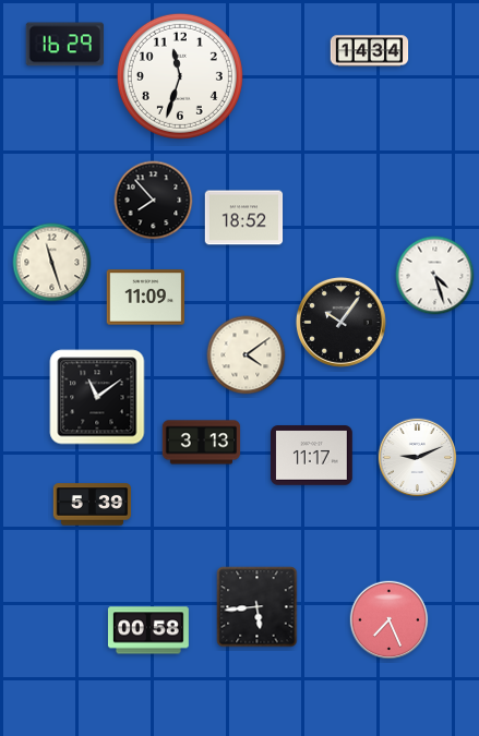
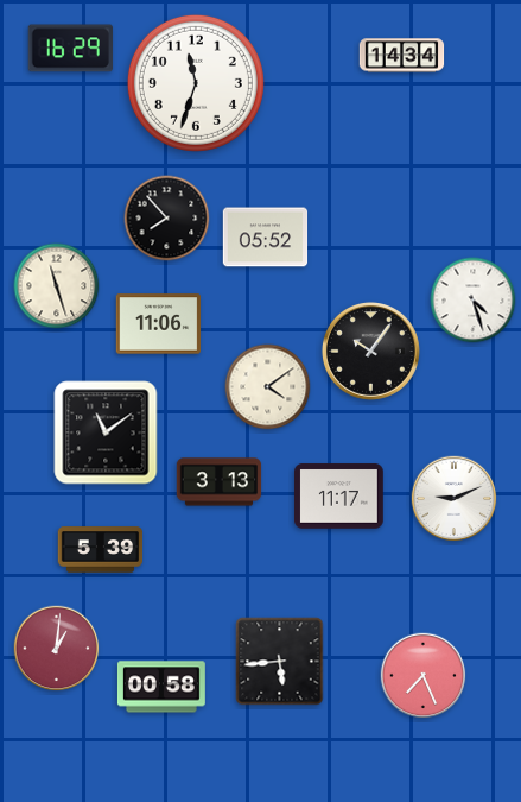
clock at (244, 218): 18:52 -> 05:52
clock at (146, 298): 11:09 -> 11:06
clock at (57, 649): none -> 1:01
